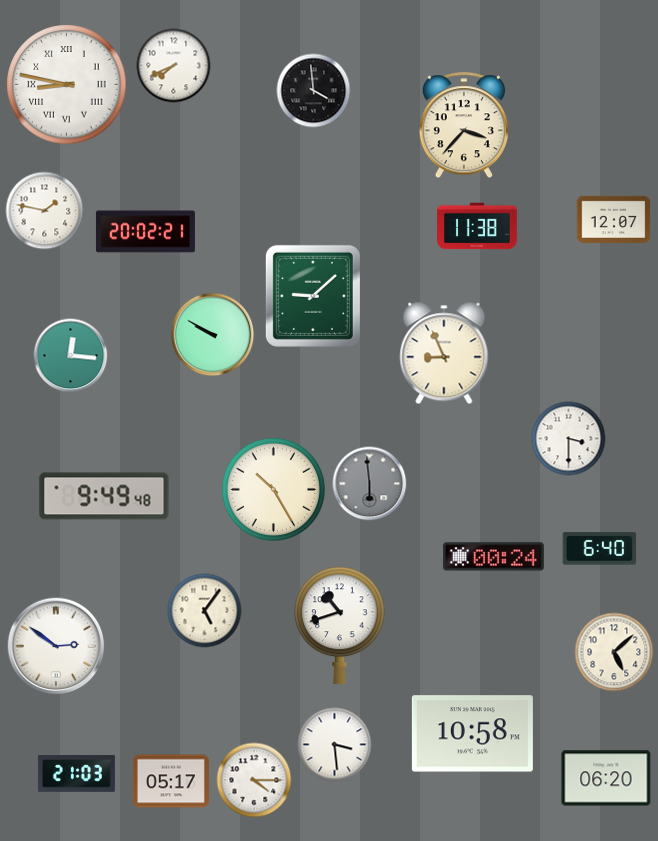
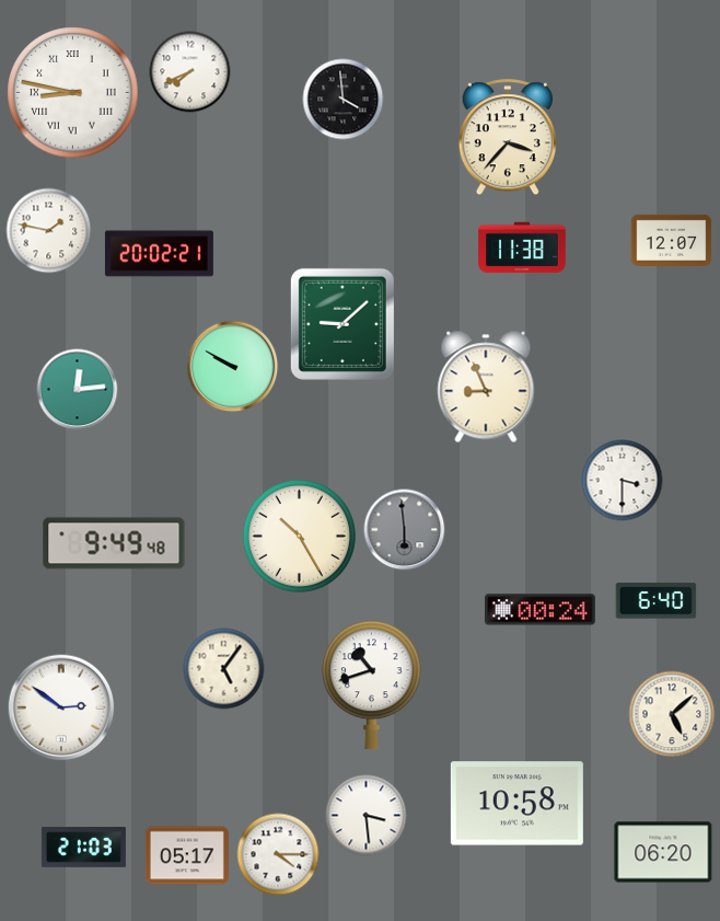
clock at (71, 356): 12:16 -> 12:14
